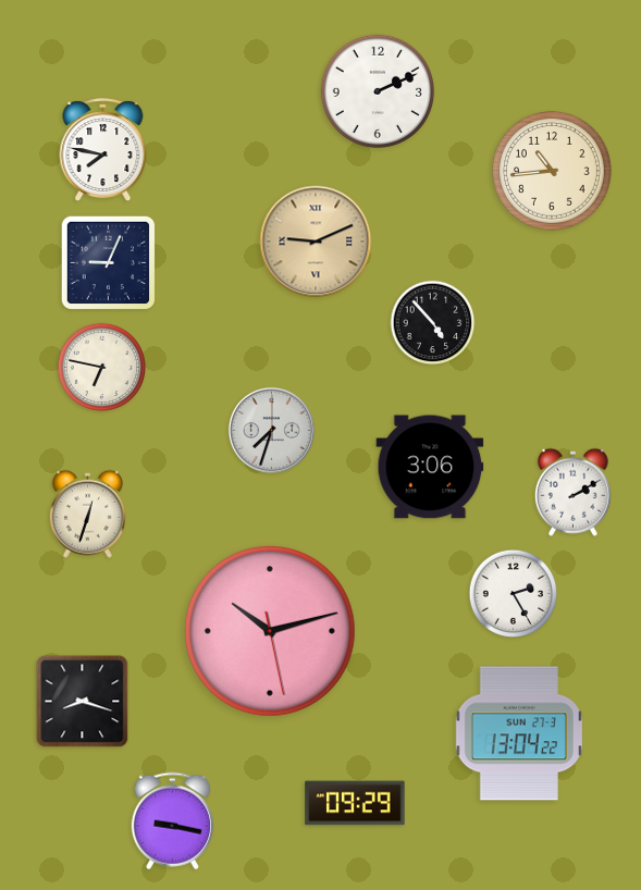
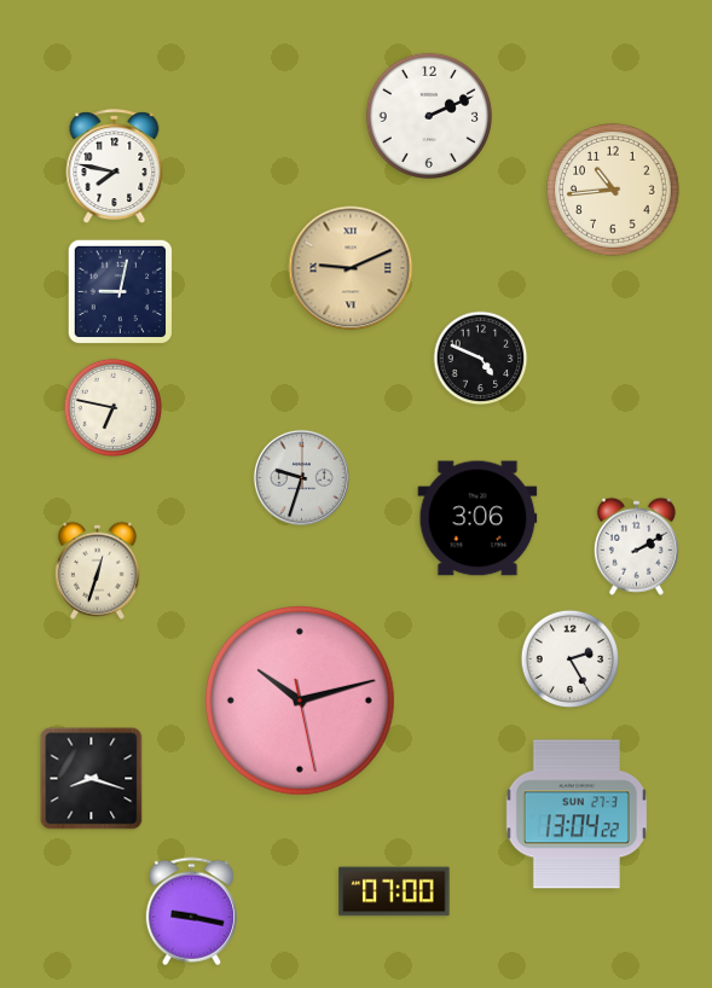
clock at (378, 91) position: (378, 91) -> (429, 116)
clock at (108, 262): 9:04 -> 9:02
clock at (433, 323): 4:53 -> 4:49
clock at (271, 430): 7:33 -> 9:33
clock at (355, 803): 09:29 -> 07:00
